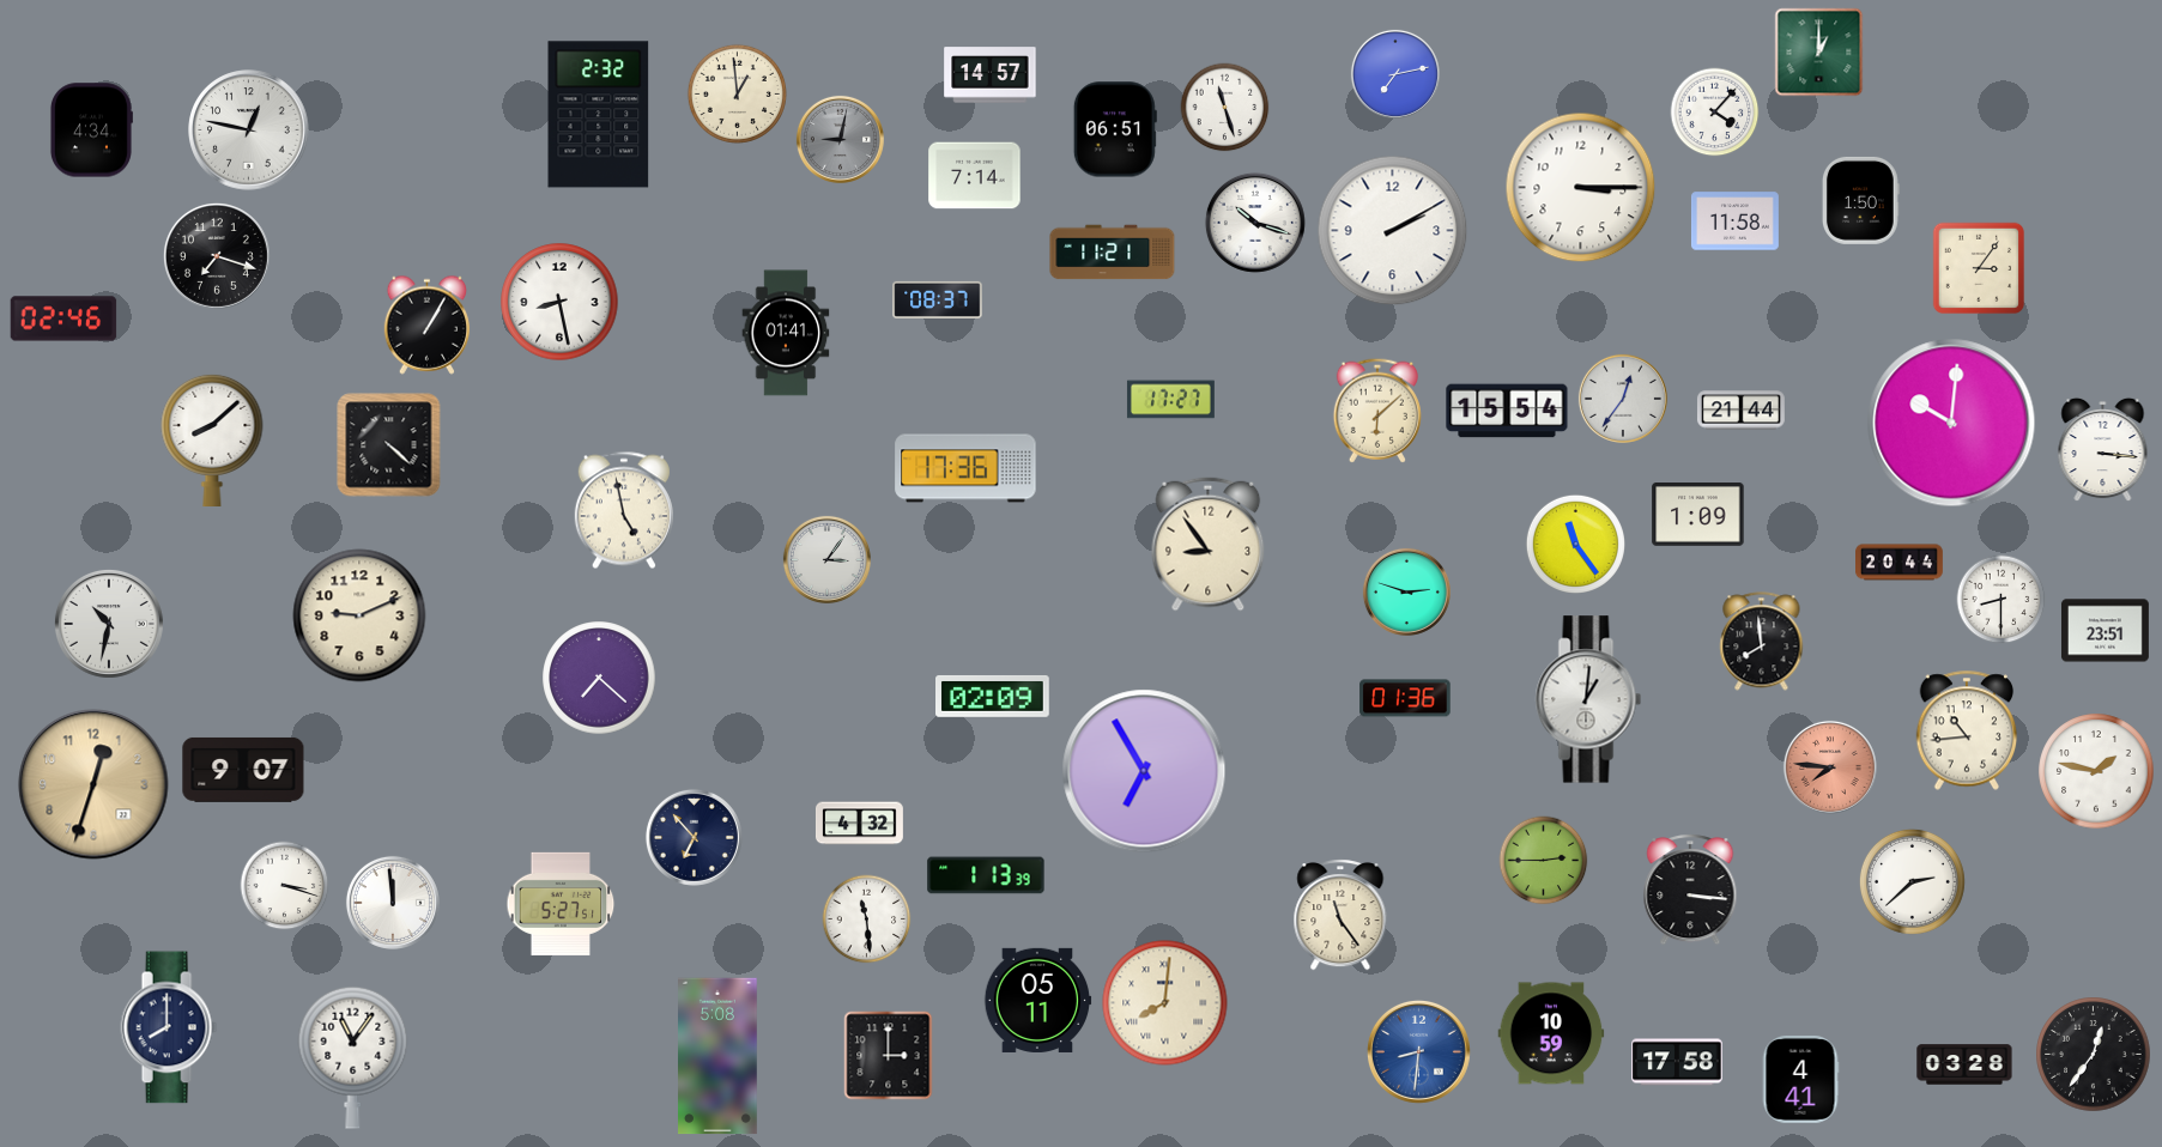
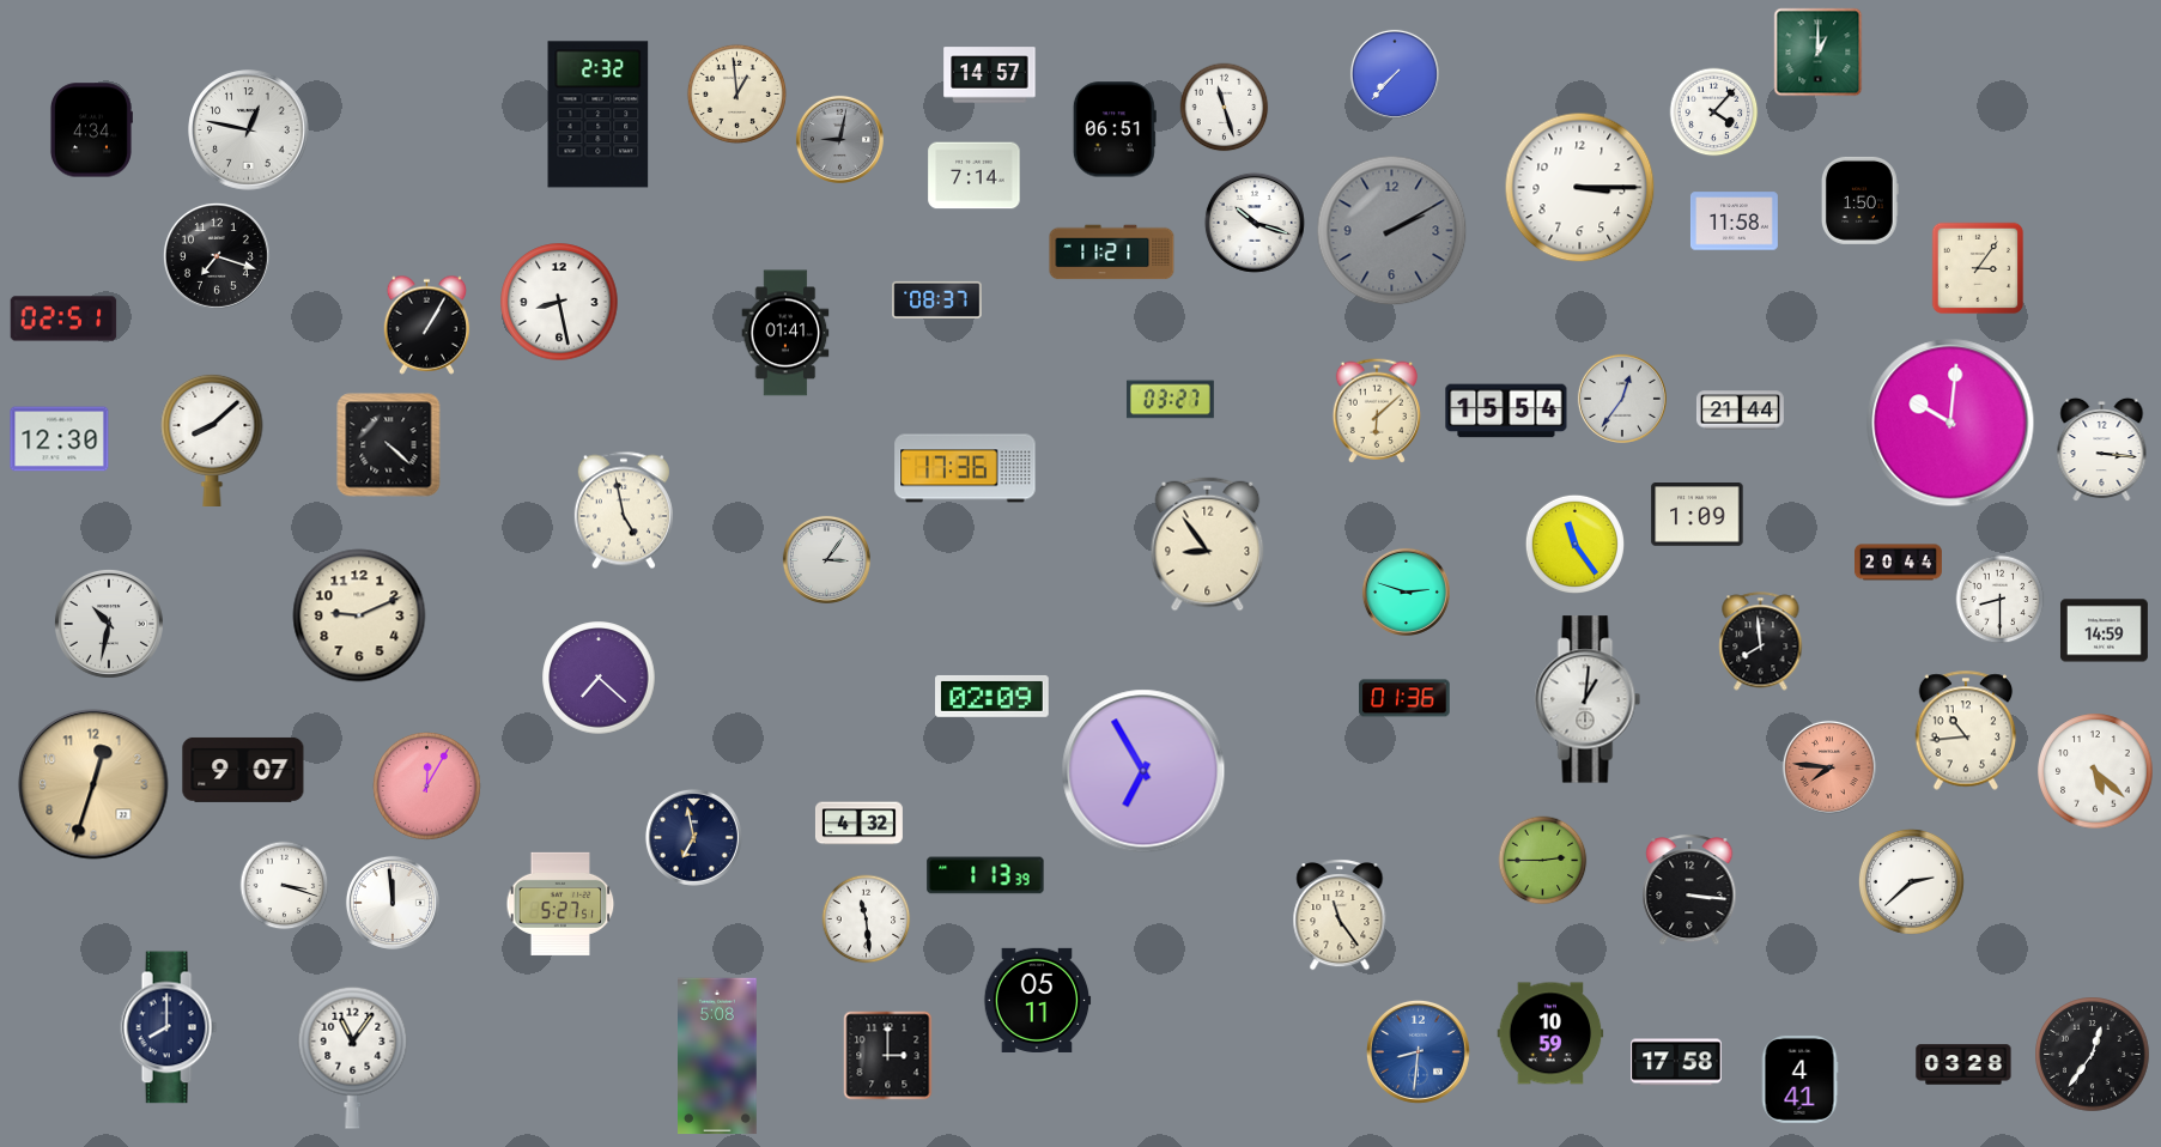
clock at (1395, 74): 7:13 -> 7:37
clock at (1393, 231) dial: white -> grey
clock at (63, 318): 02:46 -> 02:51
clock at (1170, 400): 17:27 -> 03:27
clock at (60, 439): none -> 12:30
clock at (2105, 631): 23:51 -> 14:59
clock at (2096, 771): 1:47 -> 5:22
clock at (426, 785): none -> 12:05
clock at (694, 837): 6:53 -> 6:58
clock at (1165, 1003): 8:01 -> none
